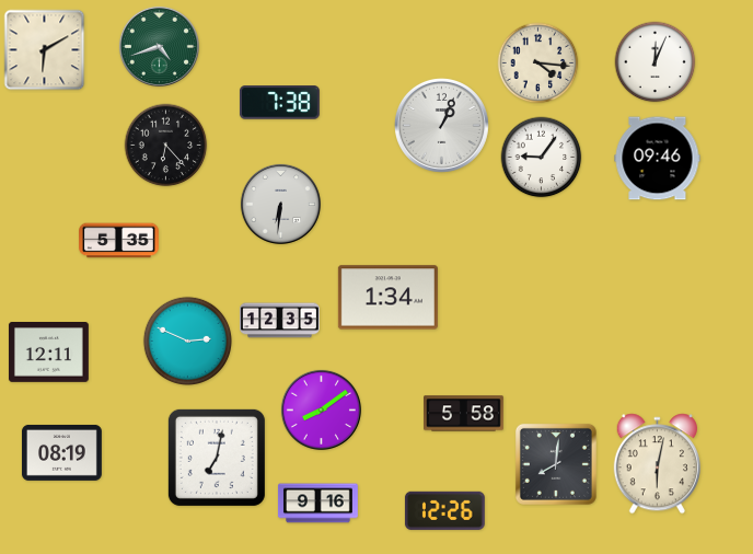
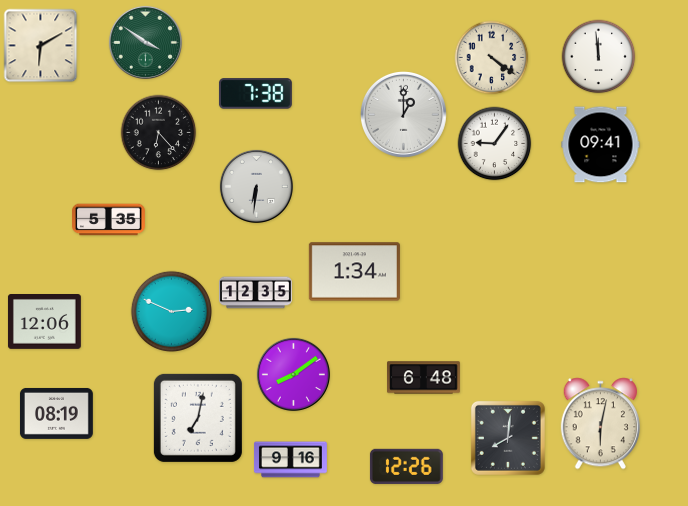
clock at (159, 46): 4:42 -> 3:51
clock at (656, 62): 12:04 -> 11:59
clock at (538, 64): 4:16 -> 4:21
clock at (441, 125): 1:04 -> 1:00
clock at (166, 146) position: (166, 146) -> (159, 133)
clock at (658, 159): 09:46 -> 09:41
clock at (48, 353): 12:11 -> 12:06
clock at (464, 414): 5:58 -> 6:48
clock at (556, 464) position: (556, 464) -> (508, 438)
